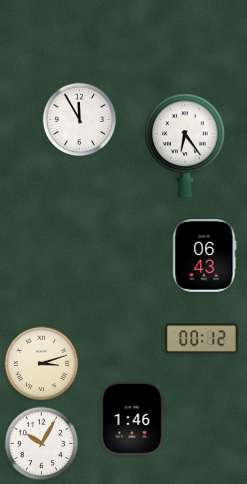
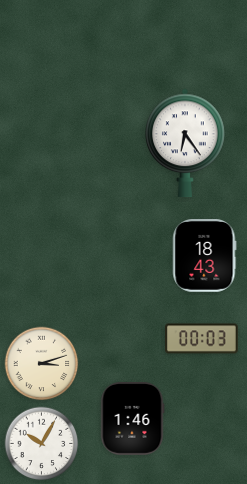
clock at (80, 120): 11:55 -> none
clock at (205, 256): 06:43 -> 18:43
clock at (202, 339): 00:12 -> 00:03
